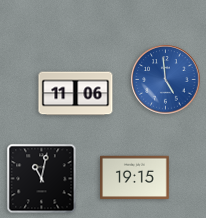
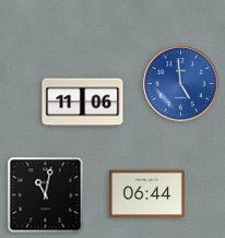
clock at (166, 80) position: (166, 80) -> (181, 84)
clock at (135, 178): 19:15 -> 06:44
